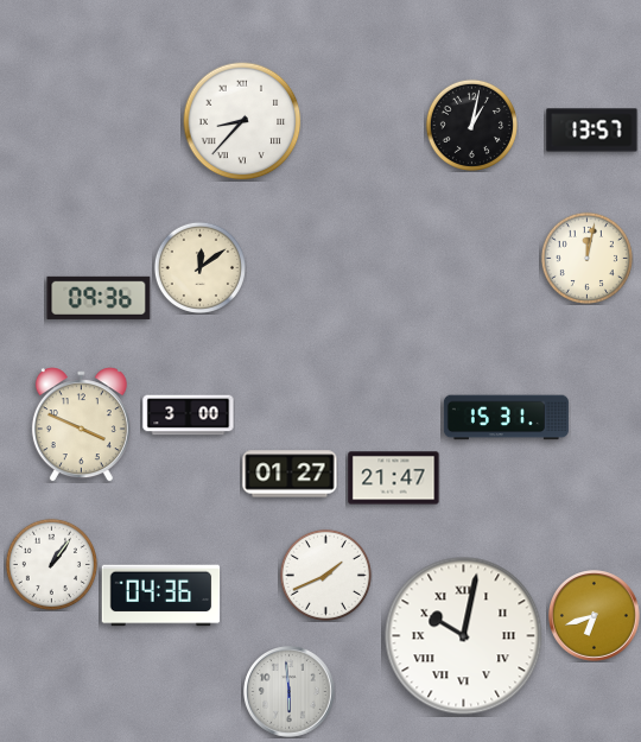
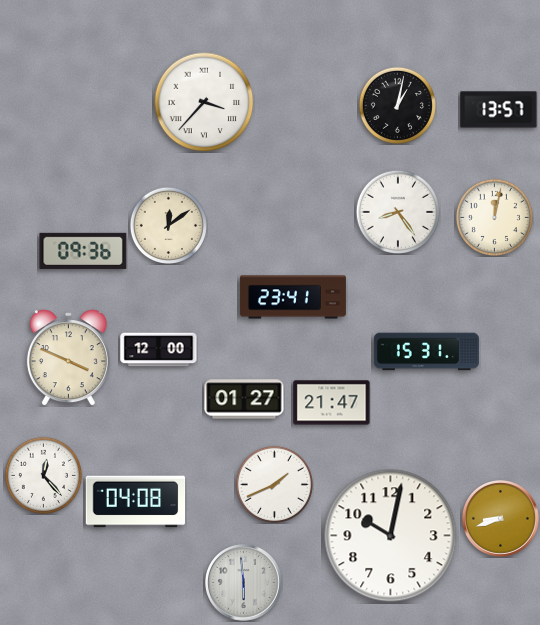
clock at (242, 121): 8:37 -> 3:37
clock at (398, 212): none -> 8:24
clock at (293, 297): none -> 23:41
clock at (189, 416): 3:00 -> 12:00
clock at (51, 564): 1:06 -> 12:23
clock at (161, 596): 04:36 -> 04:08
clock at (595, 616): 6:42 -> 8:42
clock at (464, 636) numerals: Roman -> Arabic
